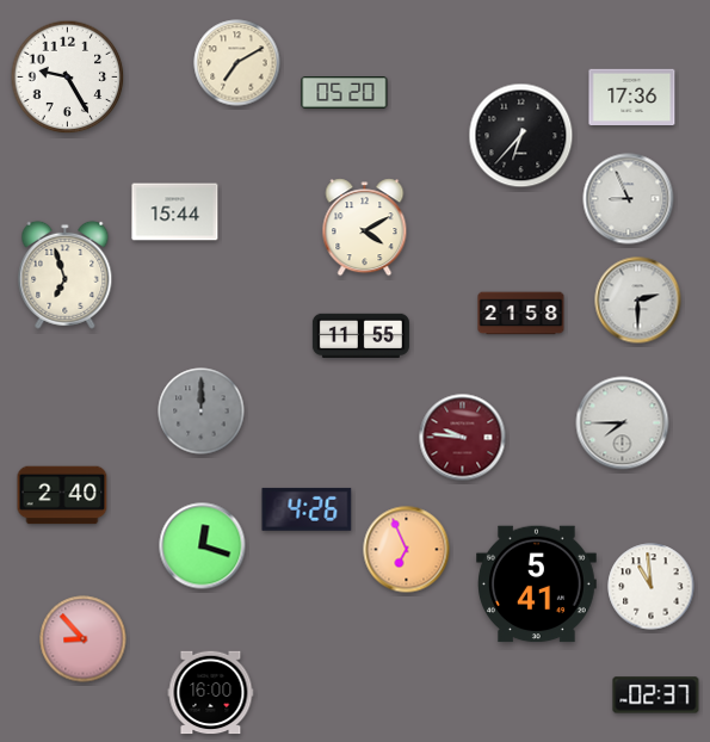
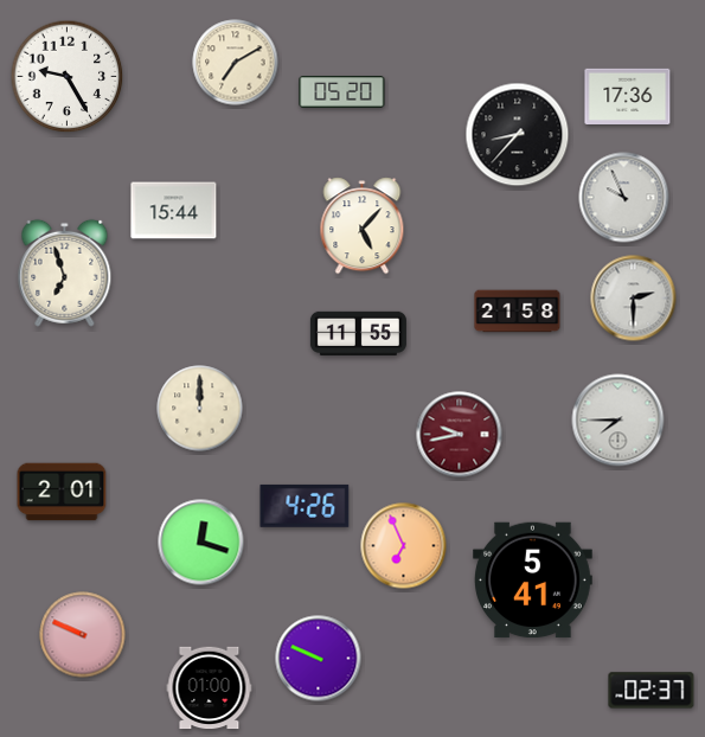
clock at (521, 136): 6:37 -> 8:37
clock at (629, 199): 8:56 -> 9:56
clock at (365, 228): 4:10 -> 5:07
clock at (202, 412) dial: grey -> cream
clock at (463, 438): 9:46 -> 9:43
clock at (62, 495): 2:40 -> 2:01
clock at (652, 587): 10:59 -> none
clock at (84, 639): 8:53 -> 9:49
clock at (319, 659): none -> 9:49
clock at (211, 693): 16:00 -> 01:00
